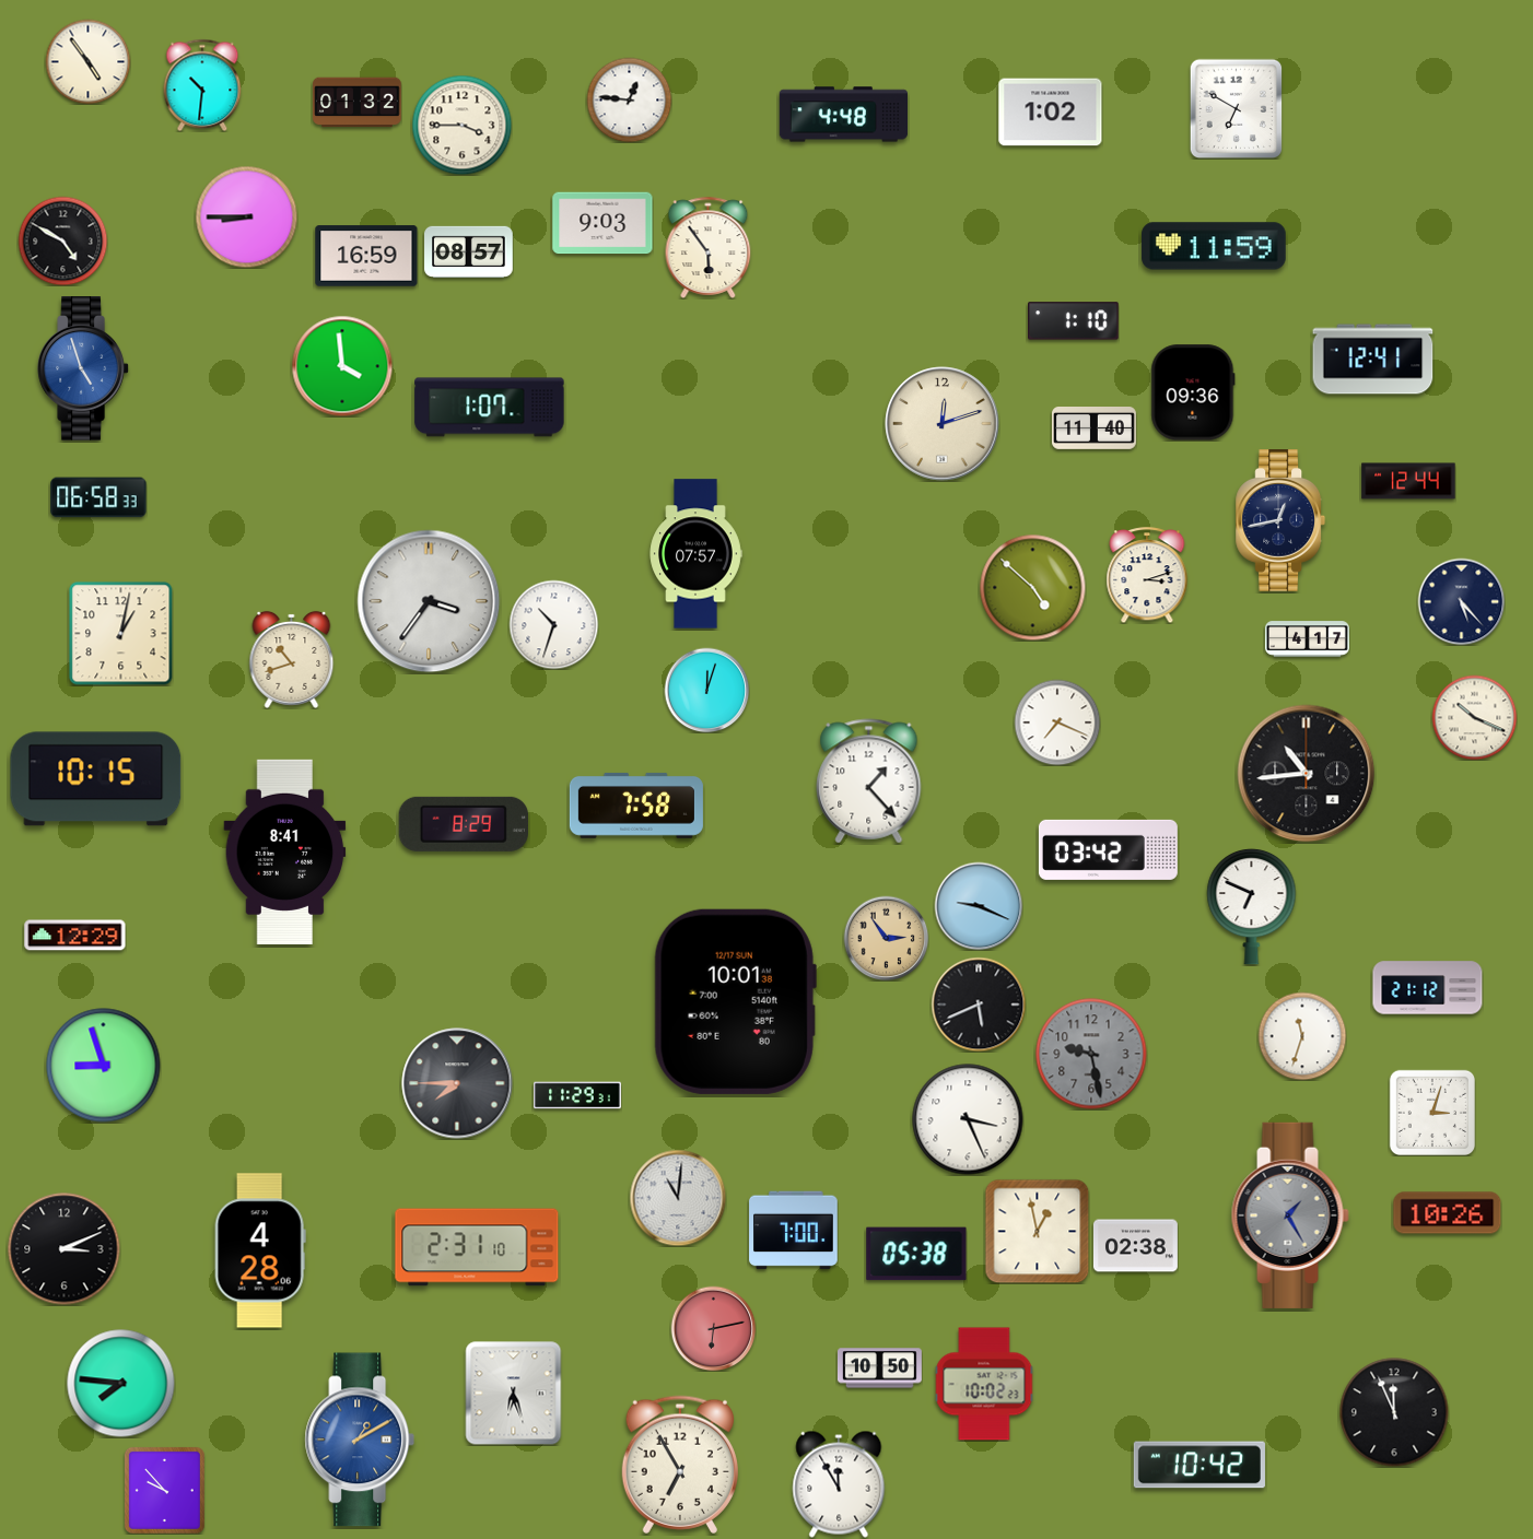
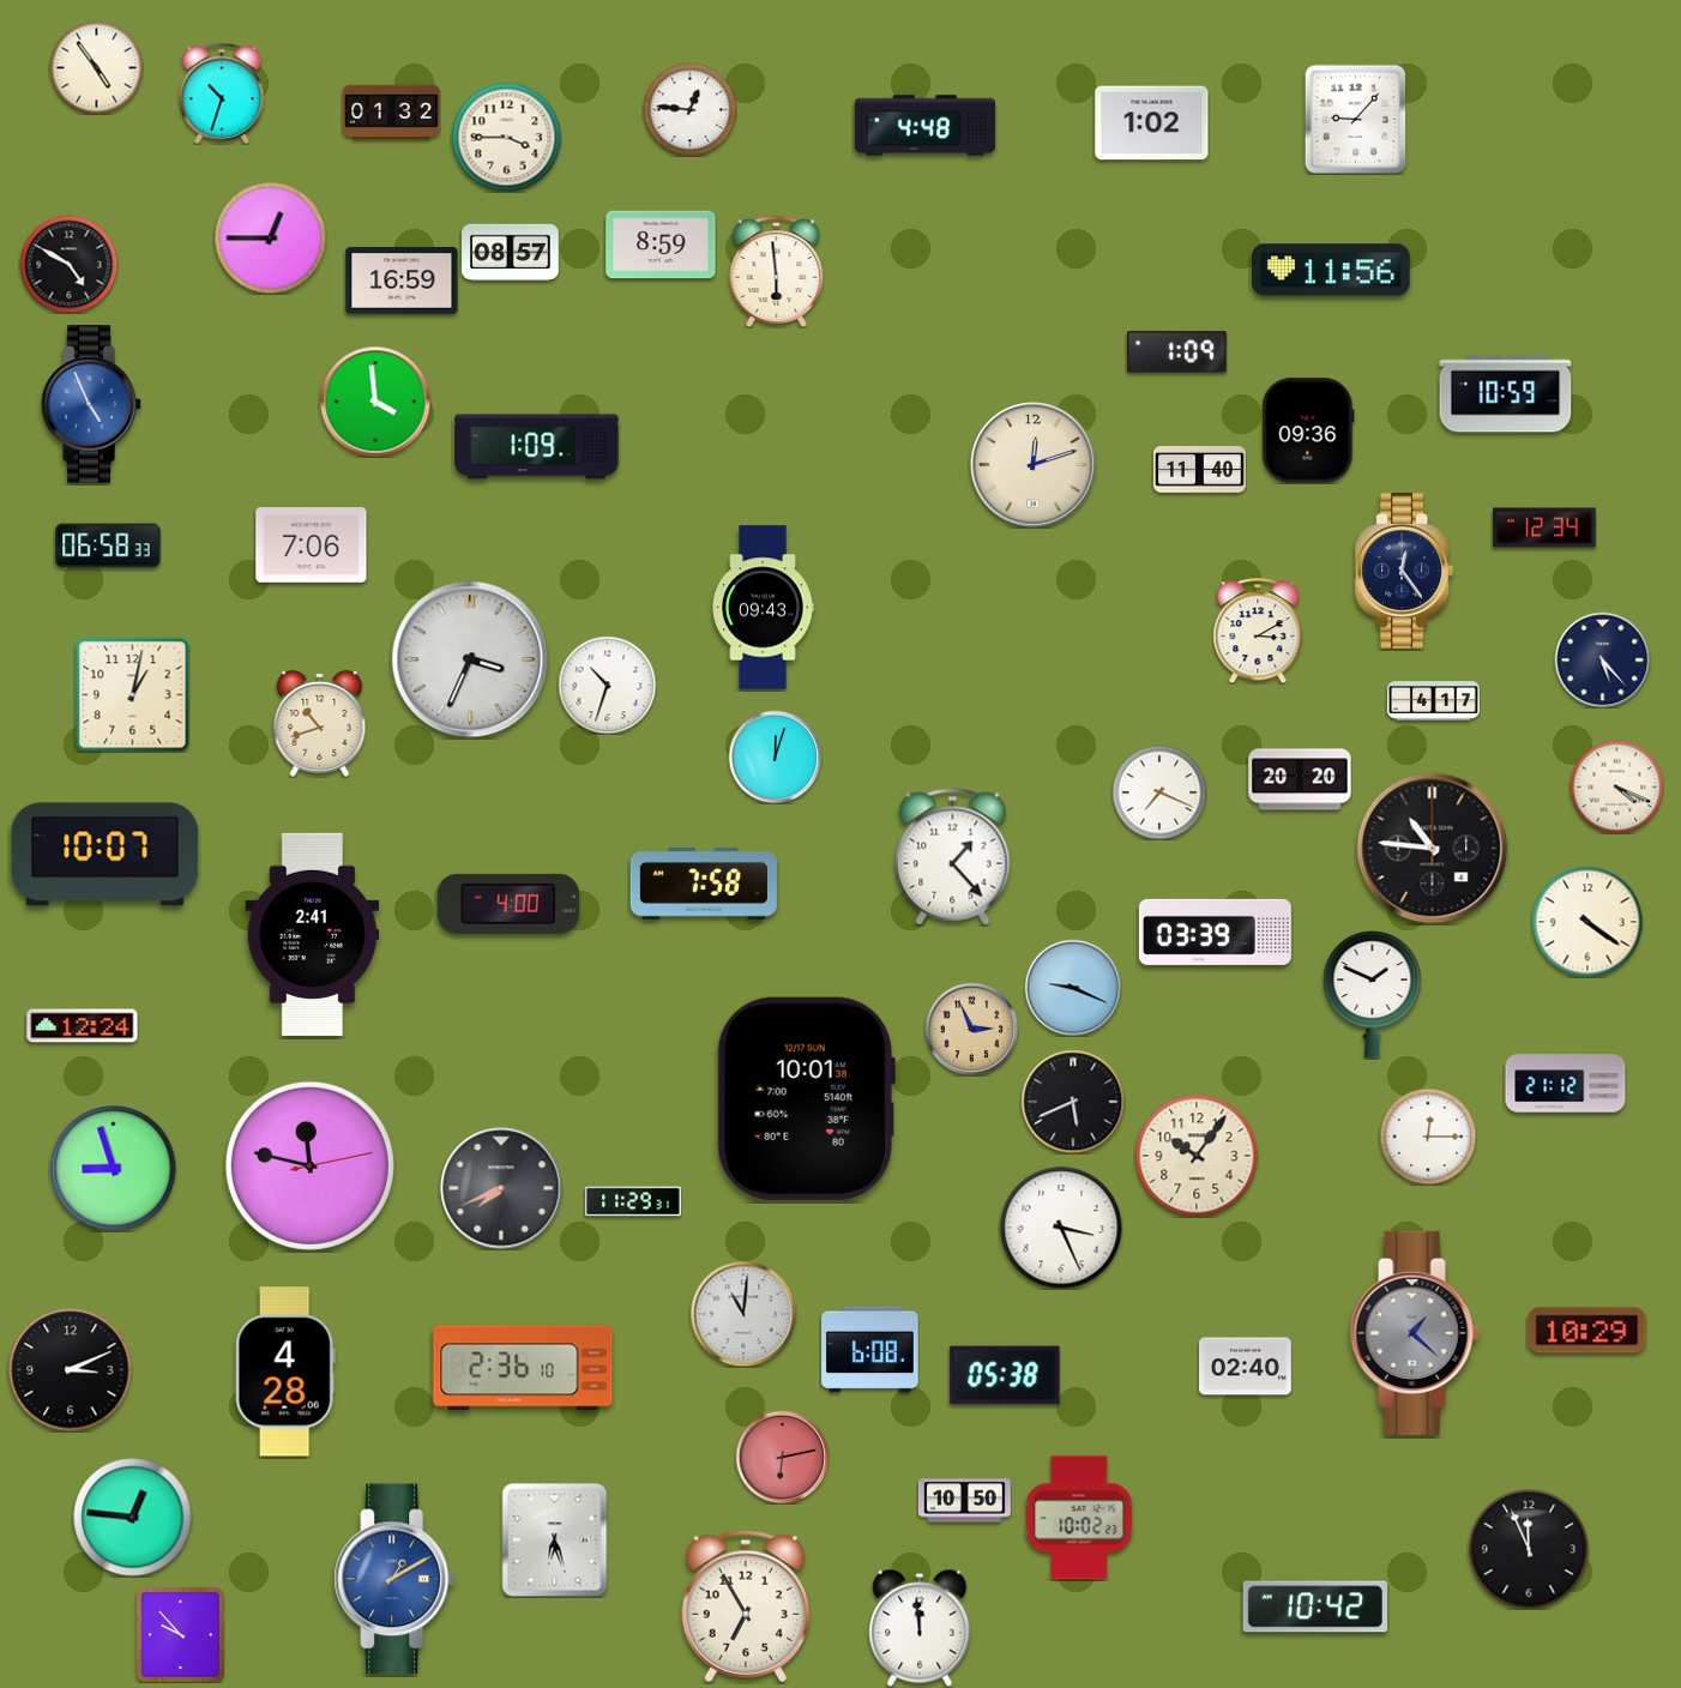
clock at (202, 85): 10:31 -> 10:33
clock at (1237, 108): 6:50 -> 9:07
clock at (246, 216): 8:45 -> 12:45
clock at (602, 223): 9:03 -> 8:59
clock at (1214, 246): 11:59 -> 11:56
clock at (709, 247): 5:54 -> 5:59
clock at (469, 251) position: (469, 251) -> (511, 252)
clock at (1074, 321): 1:10 -> 1:09
clock at (1373, 360): 12:41 -> 10:59
clock at (83, 368): 4:57 -> 4:56
clock at (490, 408): 1:07 -> 1:09
clock at (1408, 481): 12:44 -> 12:34
clock at (312, 545): none -> 7:06
clock at (1280, 521): 12:43 -> 12:24
clock at (695, 554): 07:57 -> 09:43
clock at (1147, 575): 3:12 -> 3:10
clock at (1032, 587): 4:52 -> none
clock at (429, 601): 3:36 -> 3:34
clock at (1300, 779): none -> 20:20
clock at (1474, 717): 10:19 -> 4:19
clock at (1307, 774): 10:44 -> 10:46
clock at (96, 779): 10:15 -> 10:07
clock at (636, 806) position: (636, 806) -> (704, 884)
clock at (464, 824): 8:29 -> 4:00
clock at (1587, 922): none -> 4:21
clock at (1108, 849): 03:42 -> 03:39
clock at (285, 851): 8:41 -> 2:41
clock at (979, 906) position: (979, 906) -> (1073, 988)
clock at (1252, 906): 6:49 -> 1:49
clock at (75, 936): 12:29 -> 12:24
clock at (886, 938): 2:54 -> 2:56
clock at (1302, 1036): 11:33 -> 12:15
clock at (1091, 1054): 9:28 -> 10:06
clock at (1091, 1054) dial: grey -> cream
clock at (309, 1165): none -> 11:47
clock at (457, 1083): 7:45 -> 7:41
clock at (1432, 1113): 3:03 -> none
clock at (1448, 1213): 10:26 -> 10:29
clock at (1290, 1215): 1:25 -> 1:22
clock at (794, 1231): 7:00 -> 6:08
clock at (1037, 1231): 12:58 -> none
clock at (1135, 1246): 02:38 -> 02:40
clock at (477, 1247): 2:31 -> 2:36
clock at (121, 1384): 7:46 -> 12:46
clock at (514, 1393) position: (514, 1393) -> (555, 1539)
clock at (839, 1484): 11:55 -> 11:59
